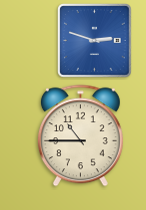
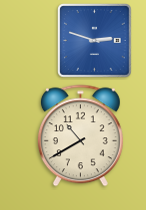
clock at (80, 136): 10:45 -> 10:40
